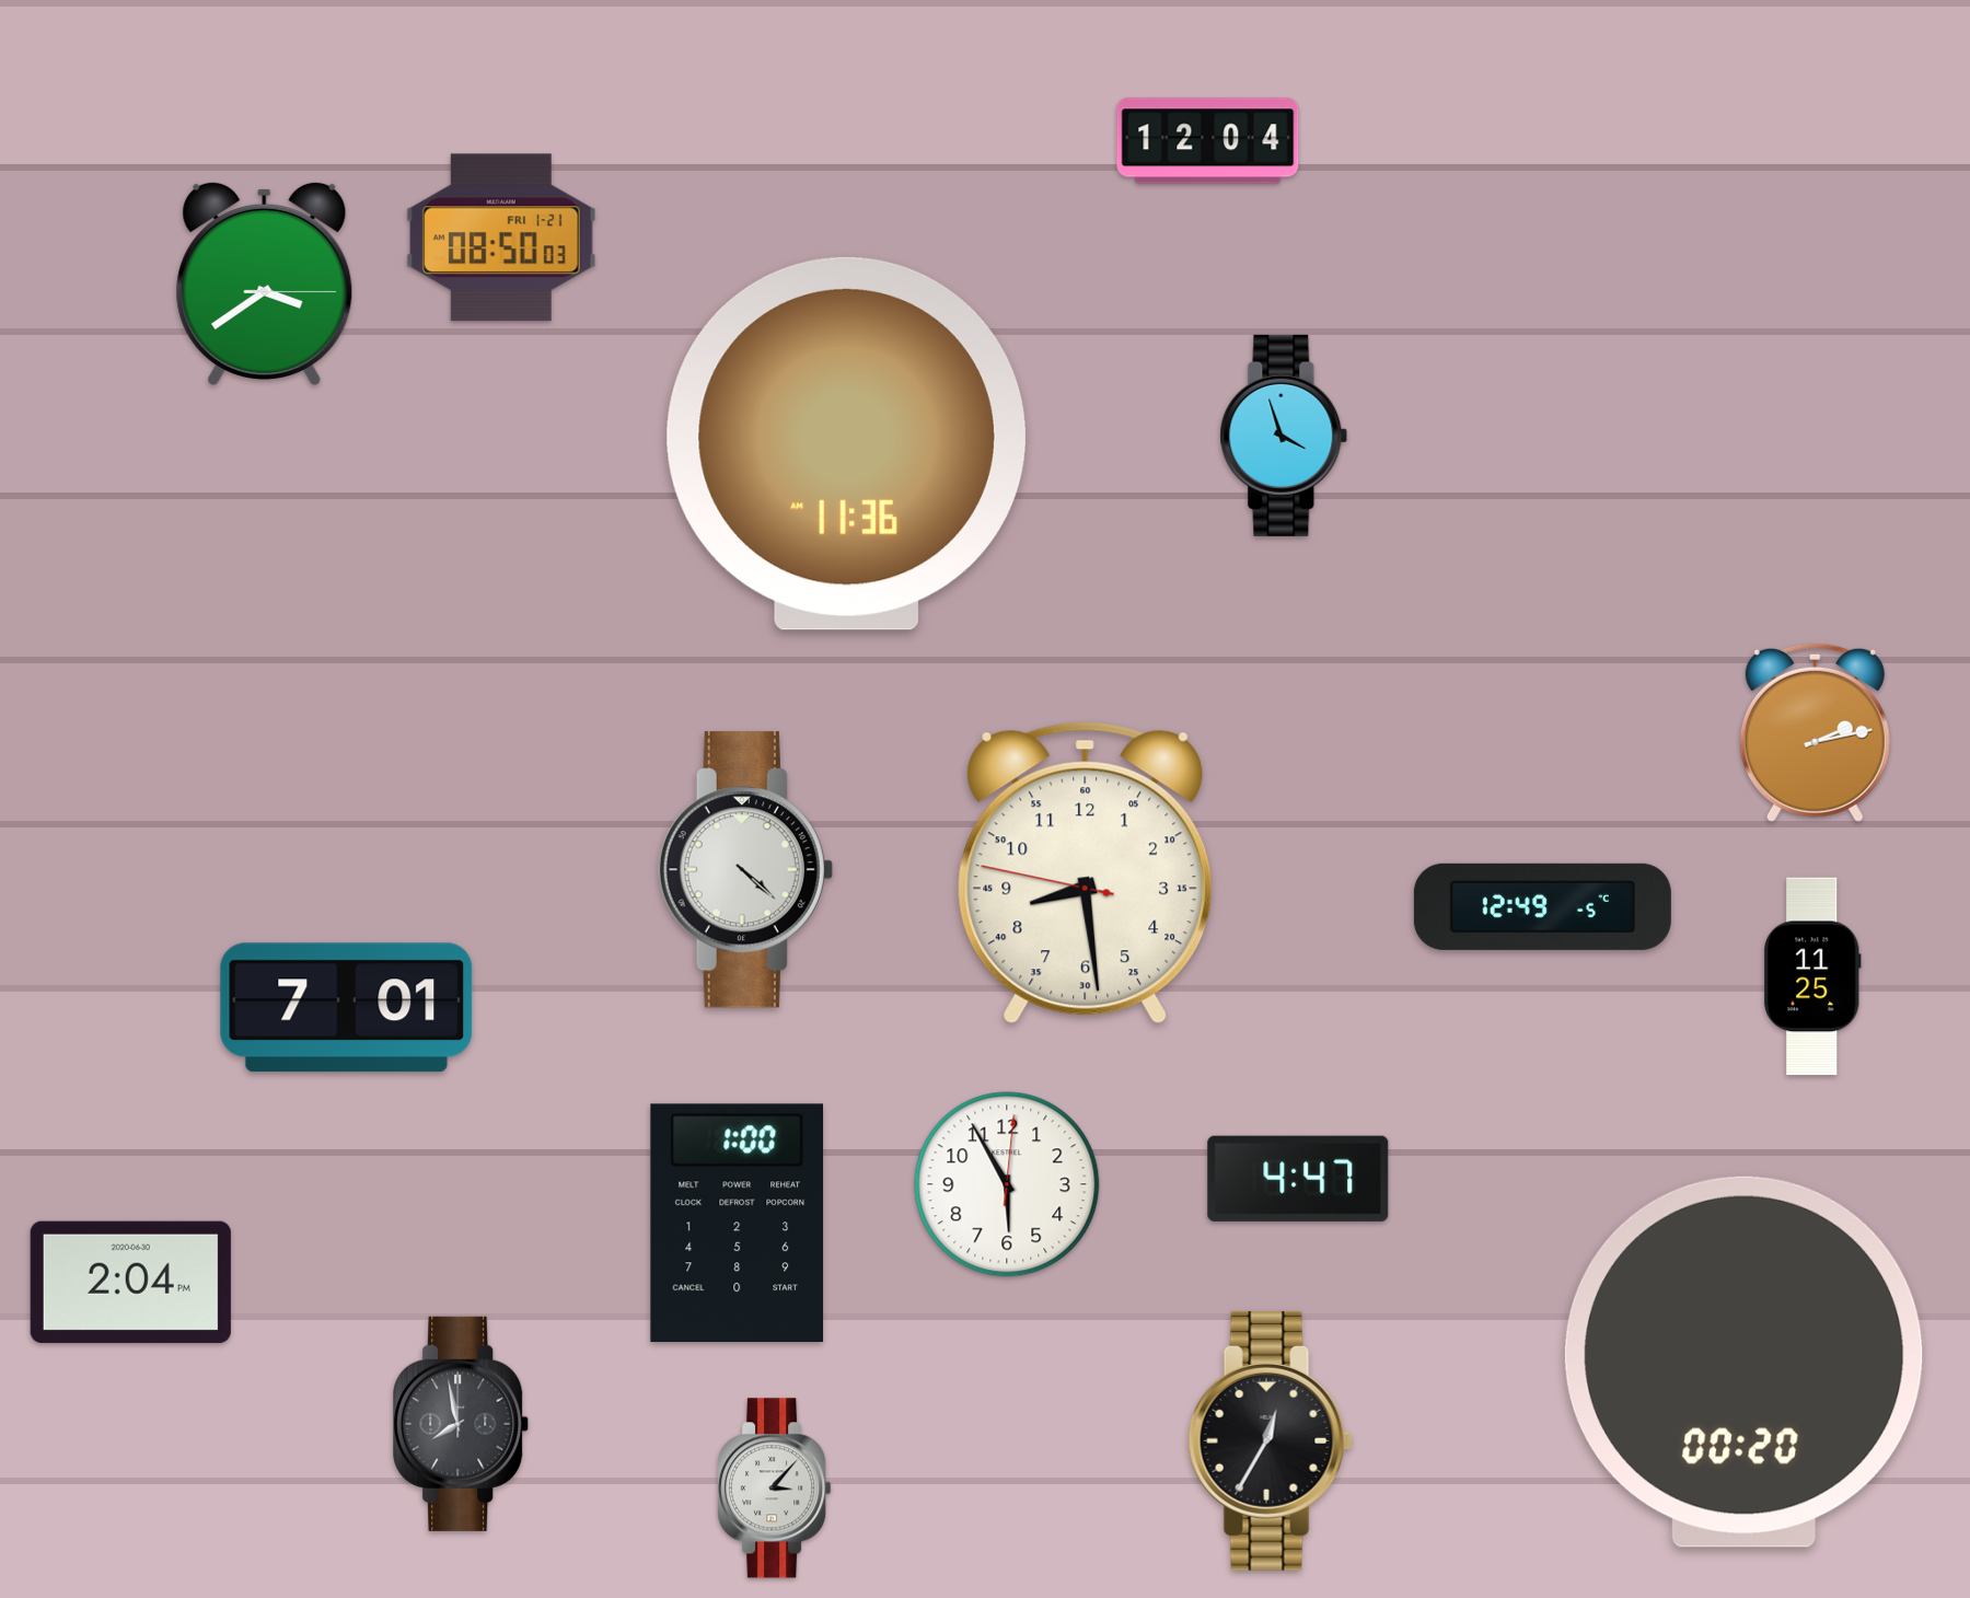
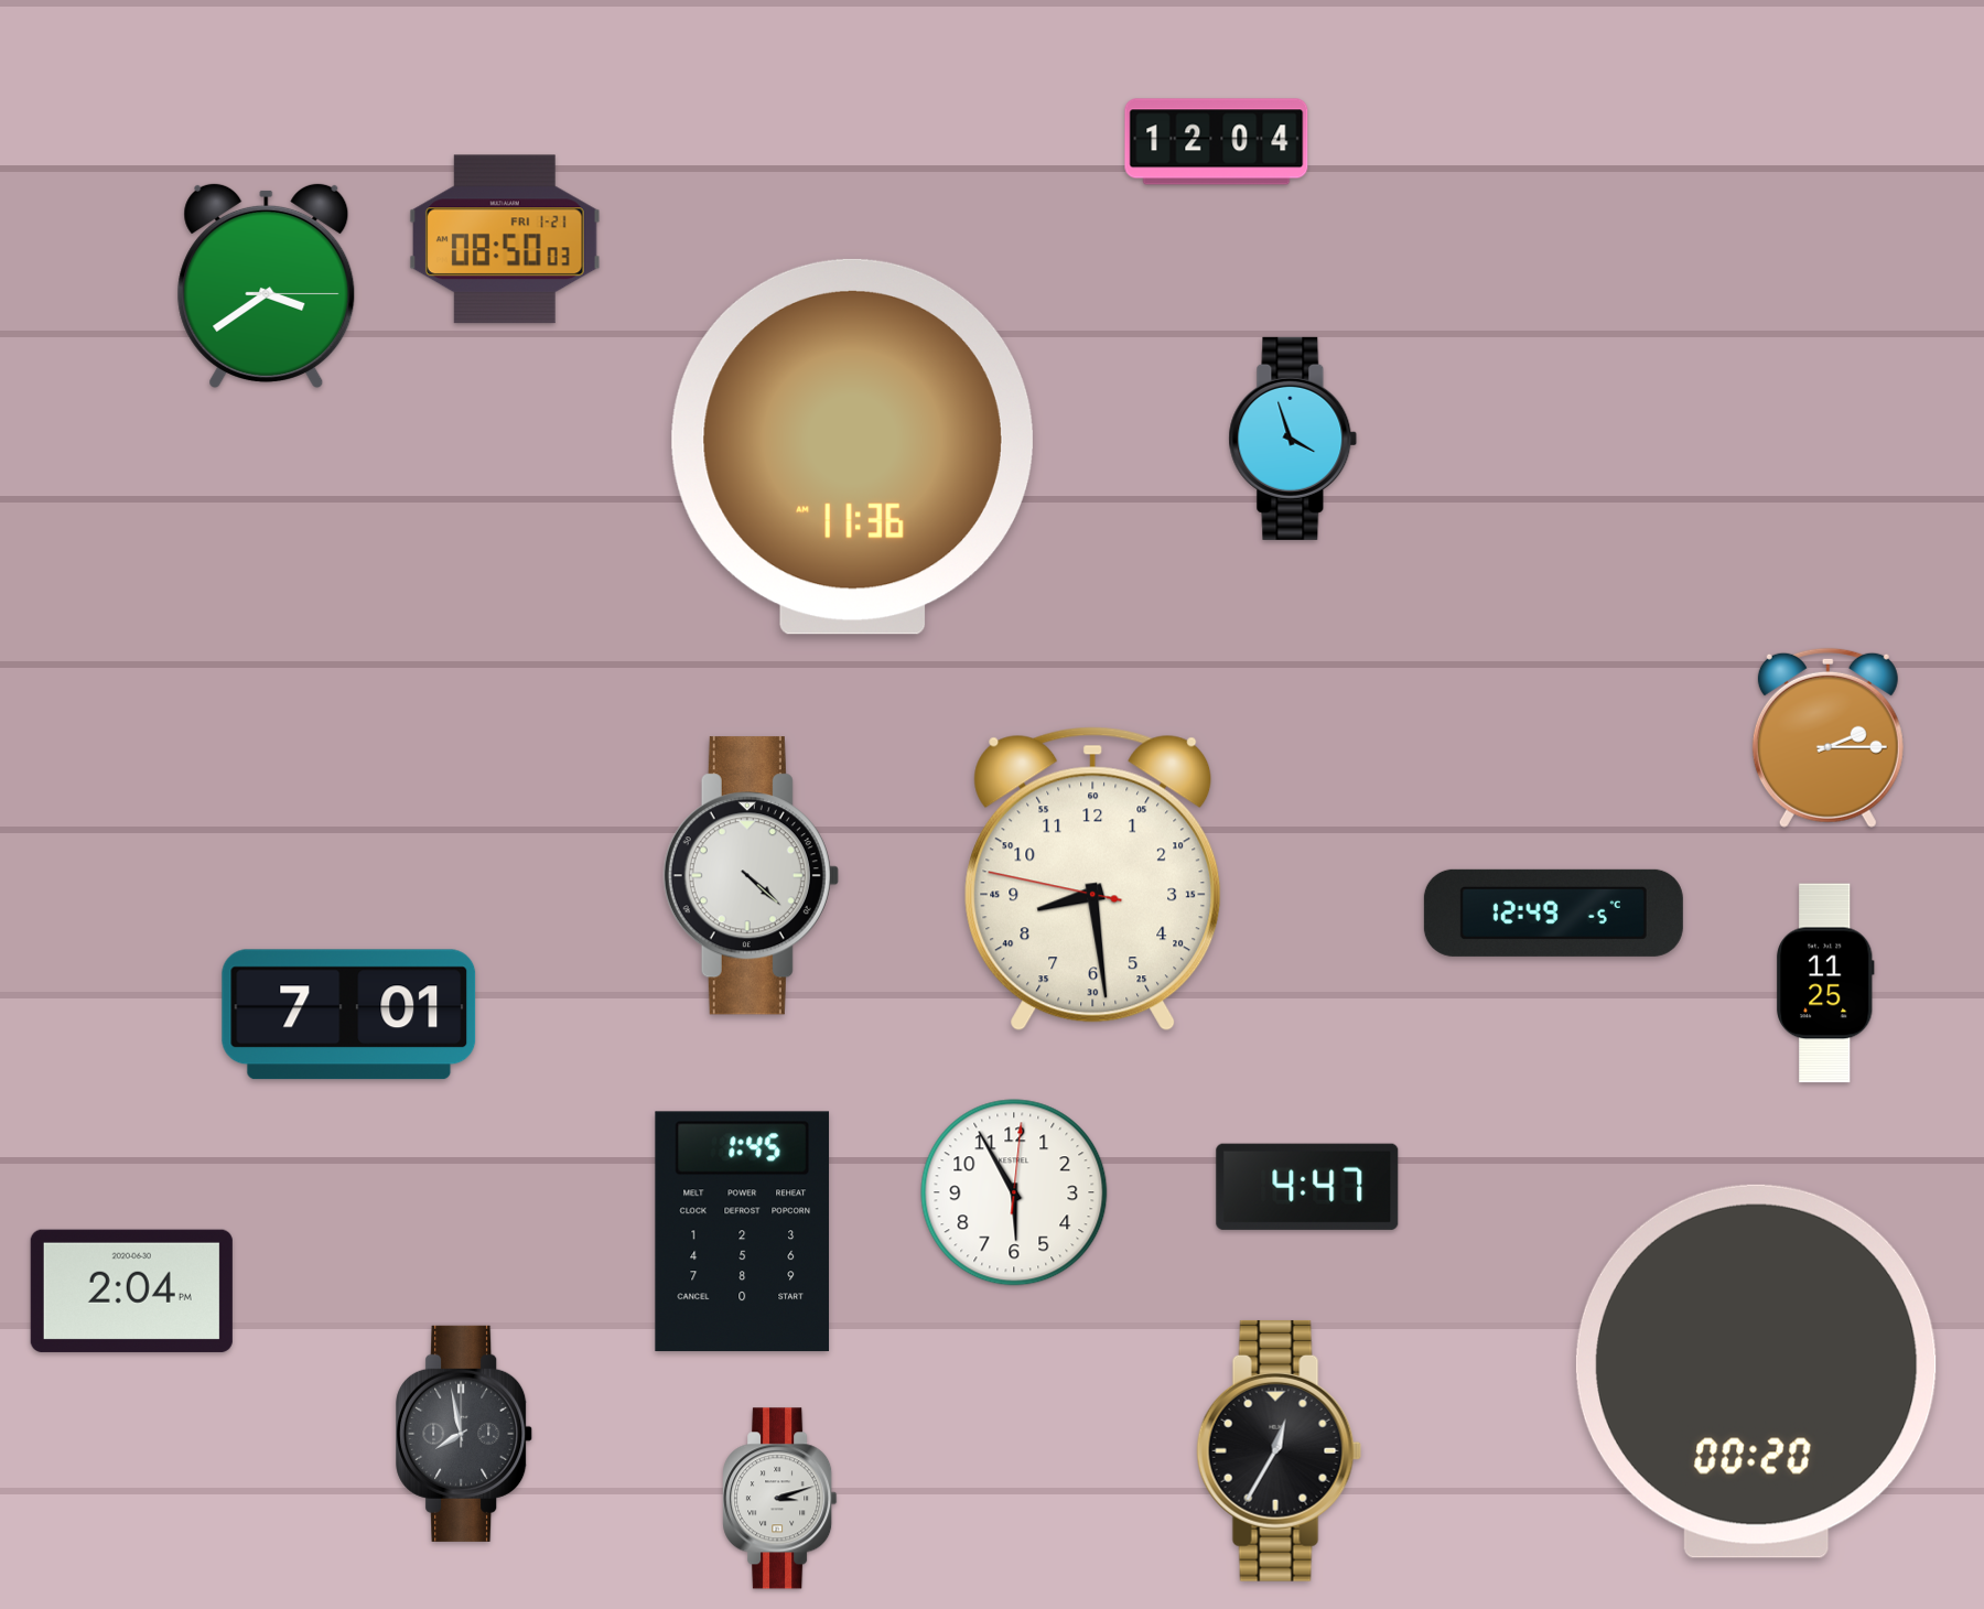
clock at (1815, 732): 2:13 -> 2:15
clock at (738, 1224): 1:00 -> 1:45
clock at (775, 1489): 3:07 -> 3:12
